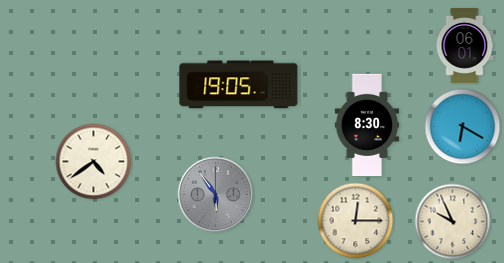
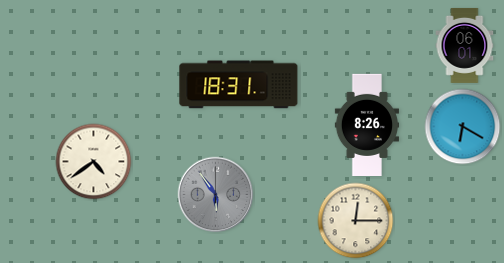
clock at (239, 85): 19:05 -> 18:31
clock at (366, 124): 8:30 -> 8:26
clock at (453, 222): 9:56 -> none
